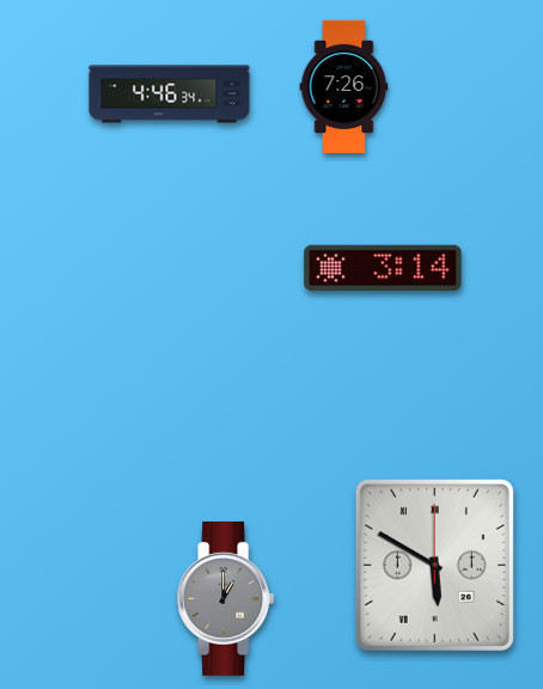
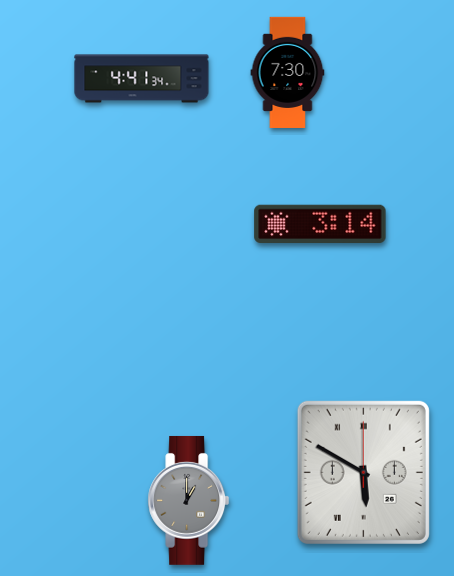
clock at (344, 86): 7:26 -> 7:30
clock at (170, 94): 4:46 -> 4:41
